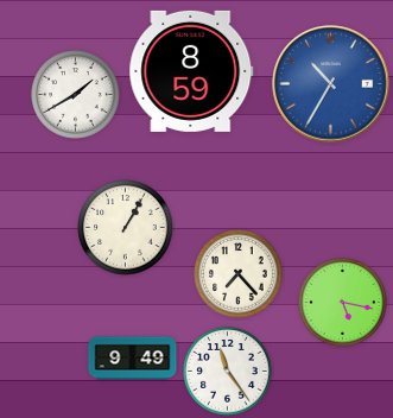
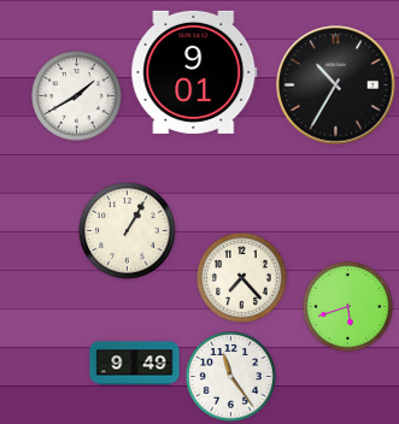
clock at (191, 71): 8:59 -> 9:01
clock at (331, 84) dial: blue -> black
clock at (343, 303): 5:17 -> 5:42
